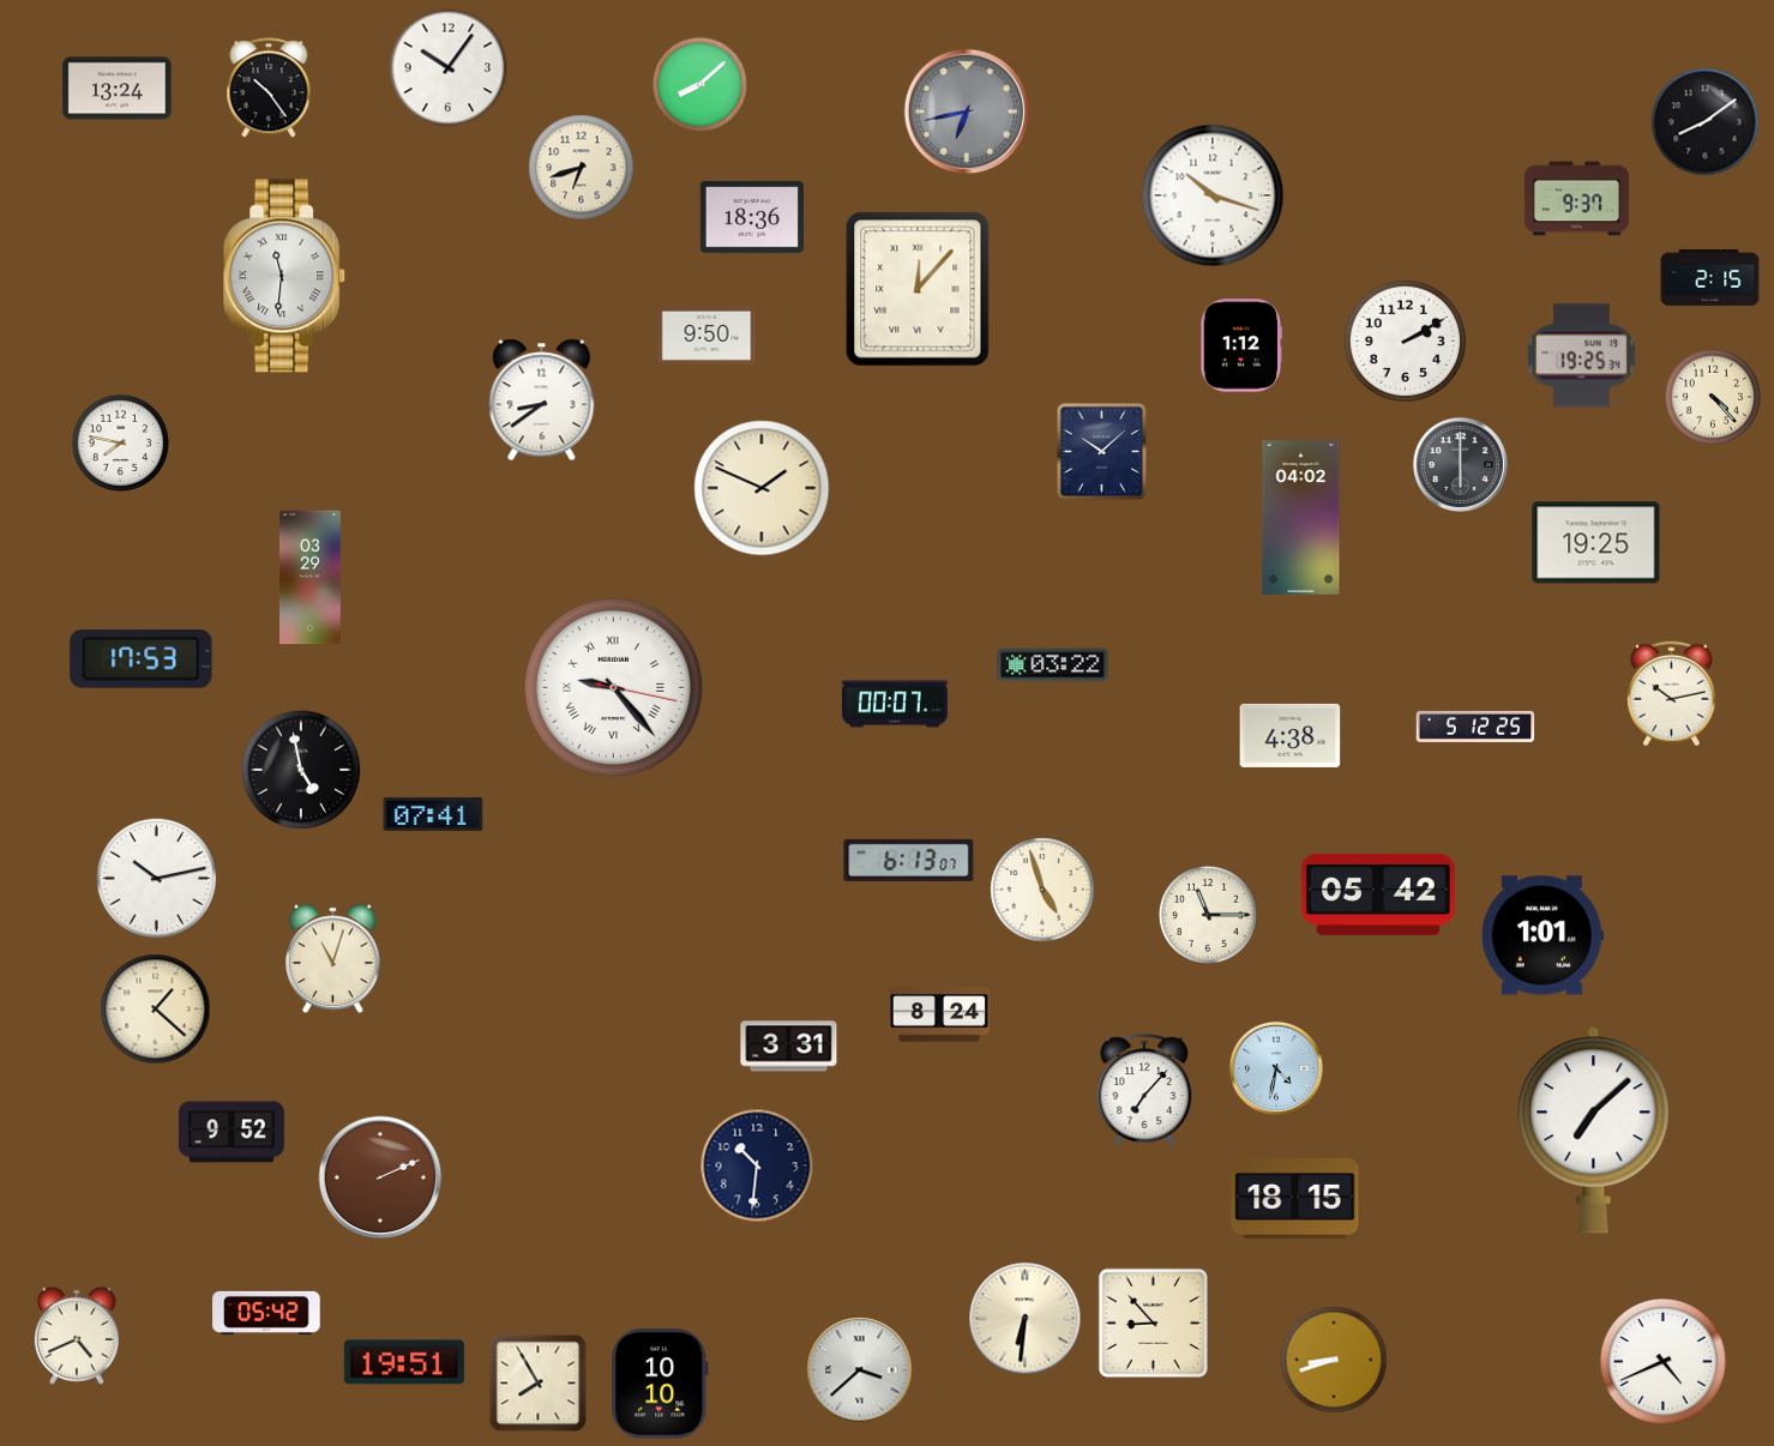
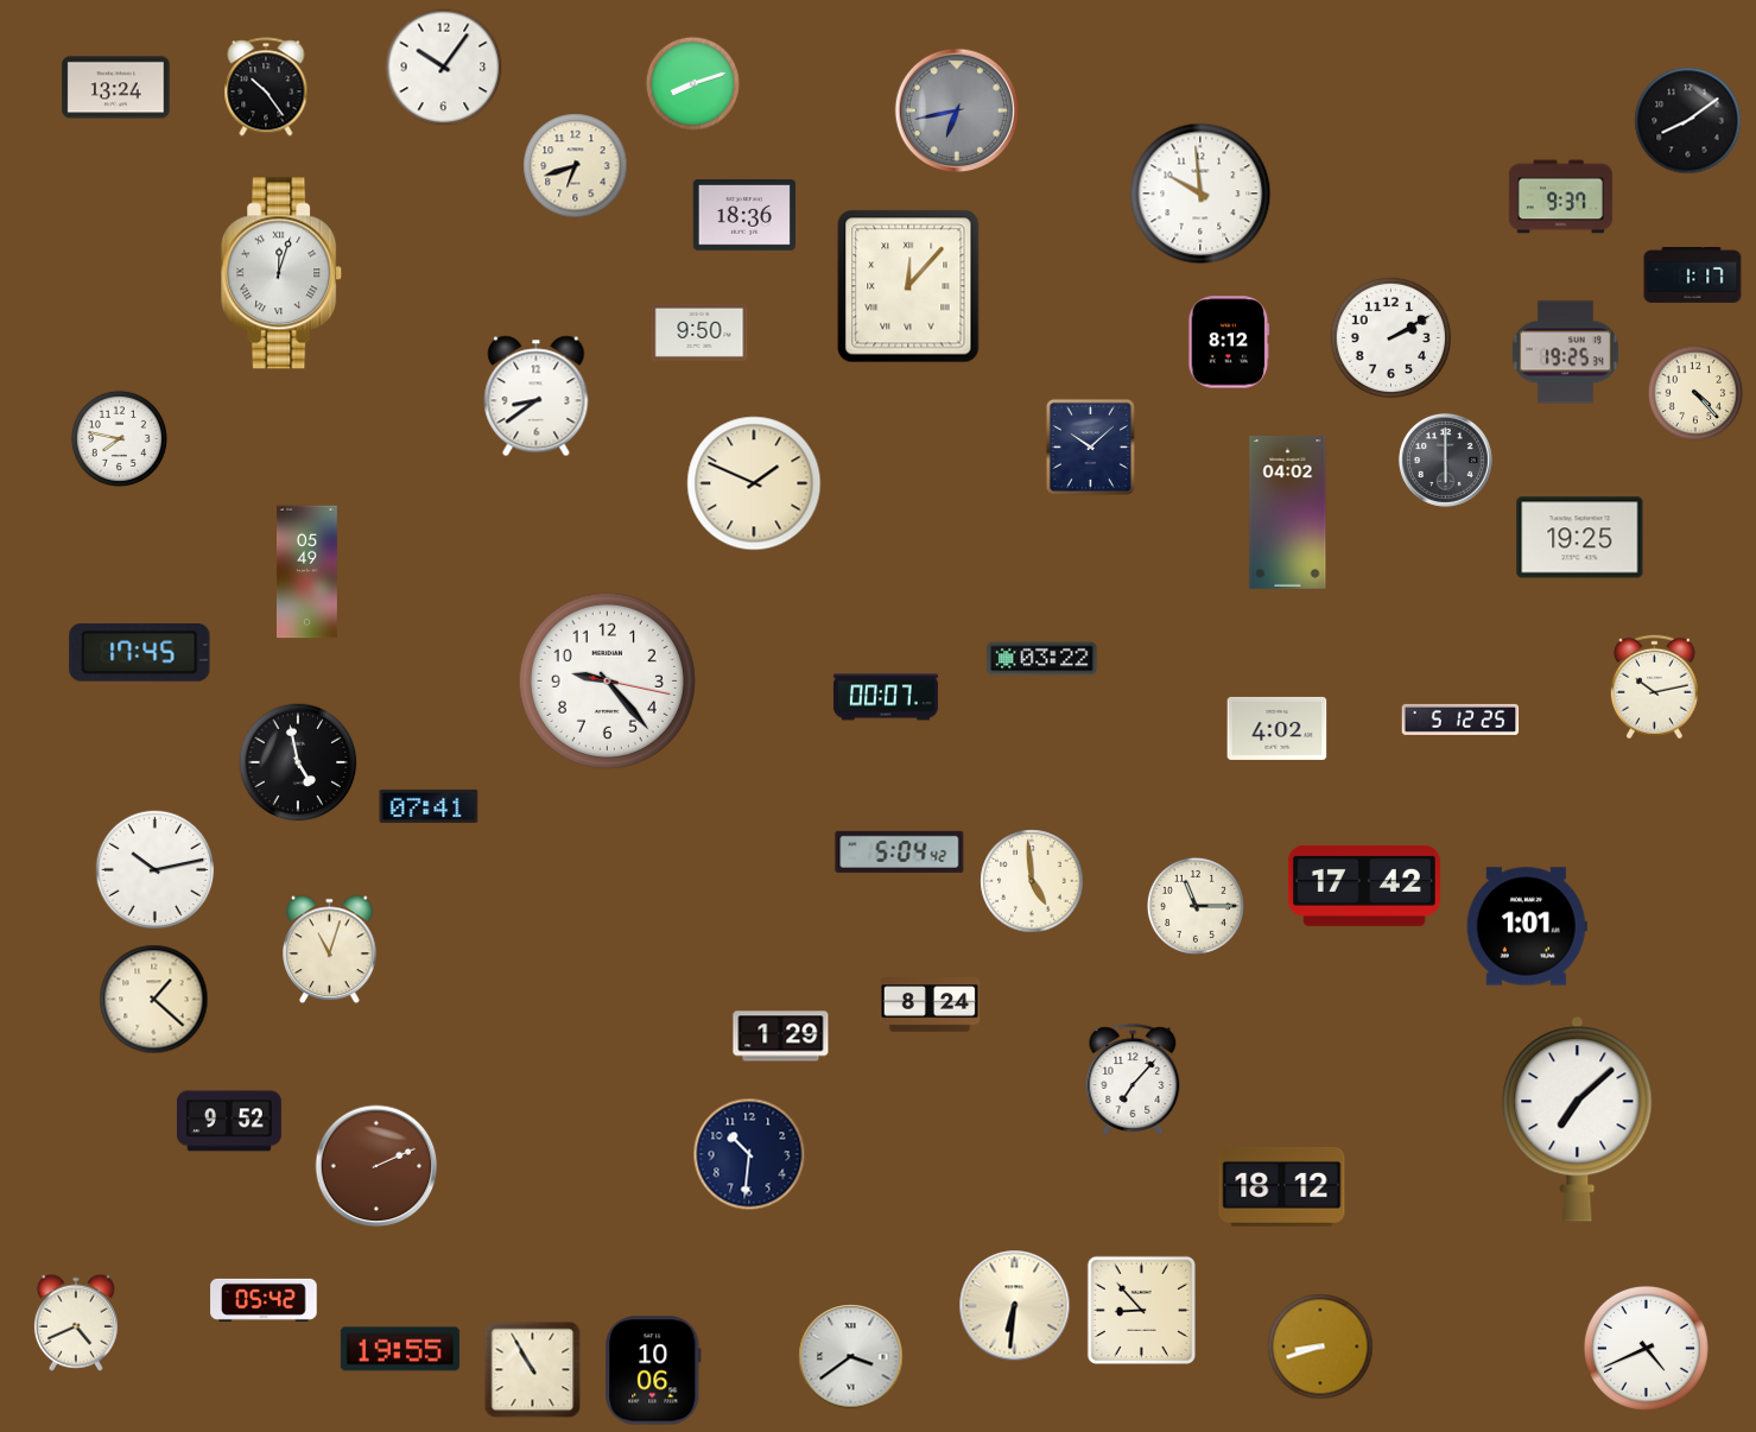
clock at (699, 84): 8:08 -> 8:12
clock at (1213, 195): 10:18 -> 9:59
clock at (285, 276): 11:31 -> 12:03
clock at (1710, 277): 2:15 -> 1:17
clock at (1241, 345): 1:12 -> 8:12
clock at (311, 578): 03:29 -> 05:49
clock at (142, 659): 17:53 -> 17:45
clock at (613, 687) numerals: Roman -> Arabic
clock at (1291, 735): 4:38 -> 4:02
clock at (909, 860): 6:13 -> 5:04
clock at (1042, 890): 4:57 -> 4:59
clock at (1378, 894): 05:42 -> 17:42
clock at (789, 1047): 3:31 -> 1:29
clock at (1276, 1068): 4:32 -> none
clock at (1295, 1199): 18:15 -> 18:12
clock at (404, 1362): 19:51 -> 19:55
clock at (860, 1370): 3:38 -> 3:39
clock at (539, 1384): 7:55 -> 10:55
clock at (660, 1384): 10:10 -> 10:06
